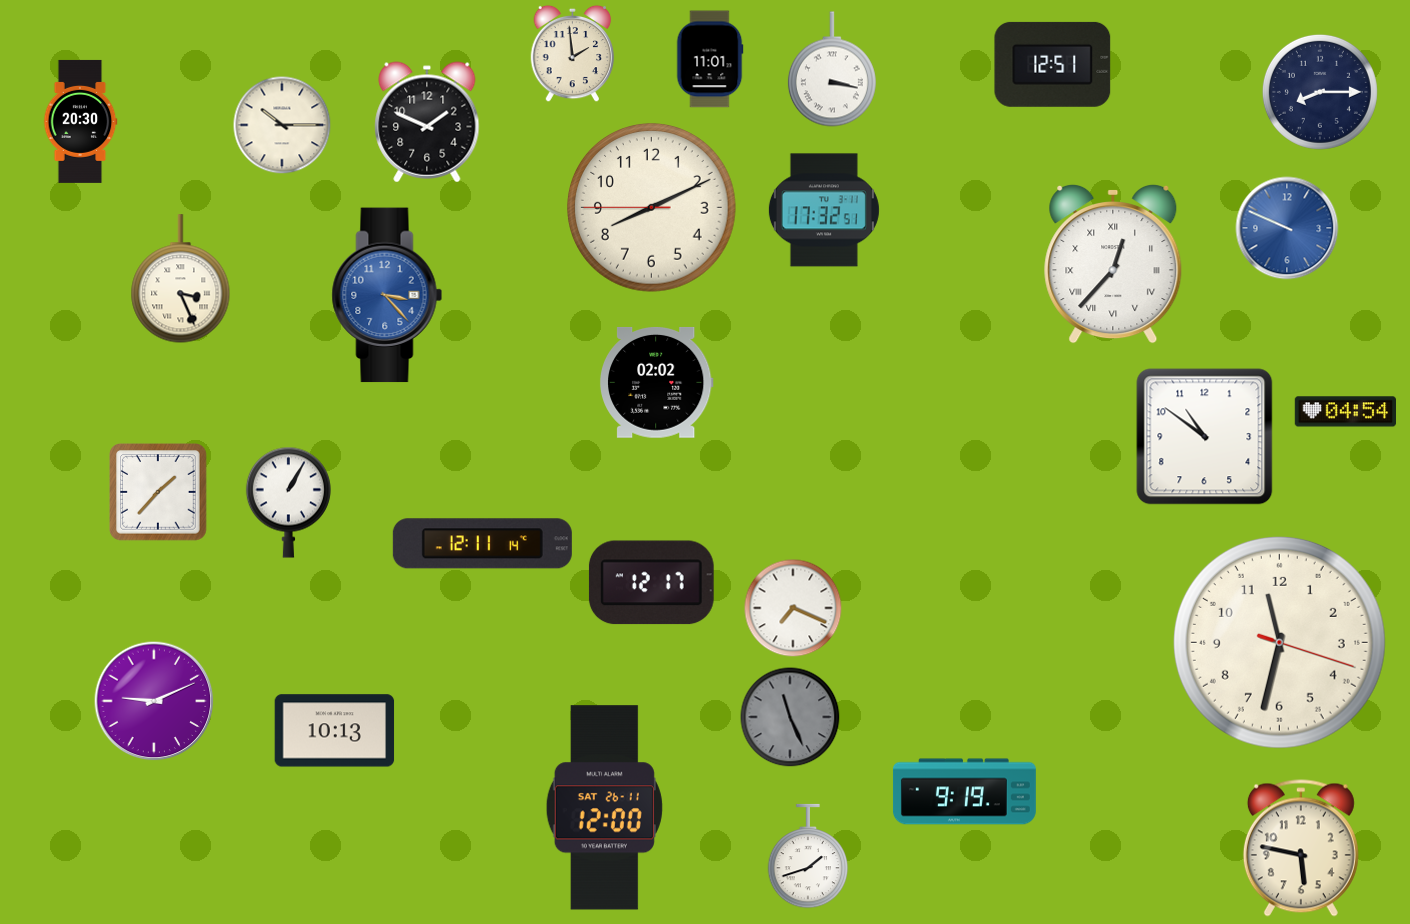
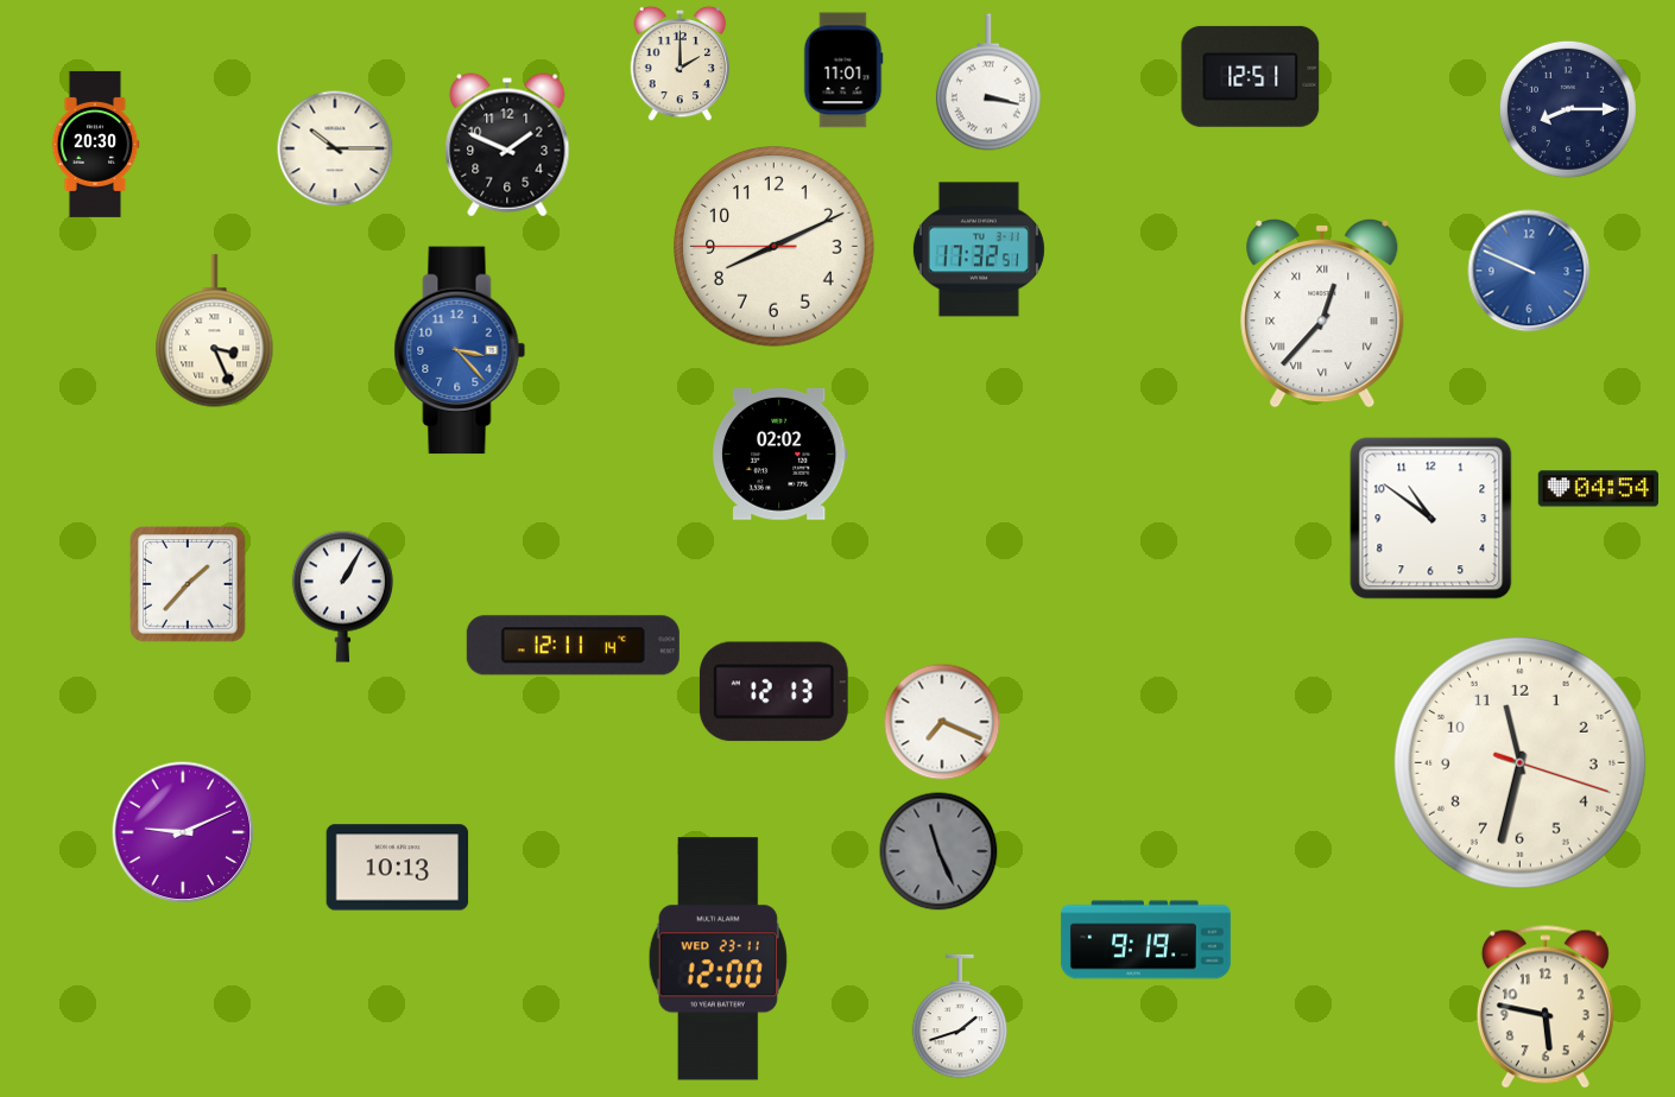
clock at (573, 54): 1:59 -> 2:00
clock at (651, 583): 12:17 -> 12:13
clock at (604, 808) date: SAT 26-11 -> WED 23-11
